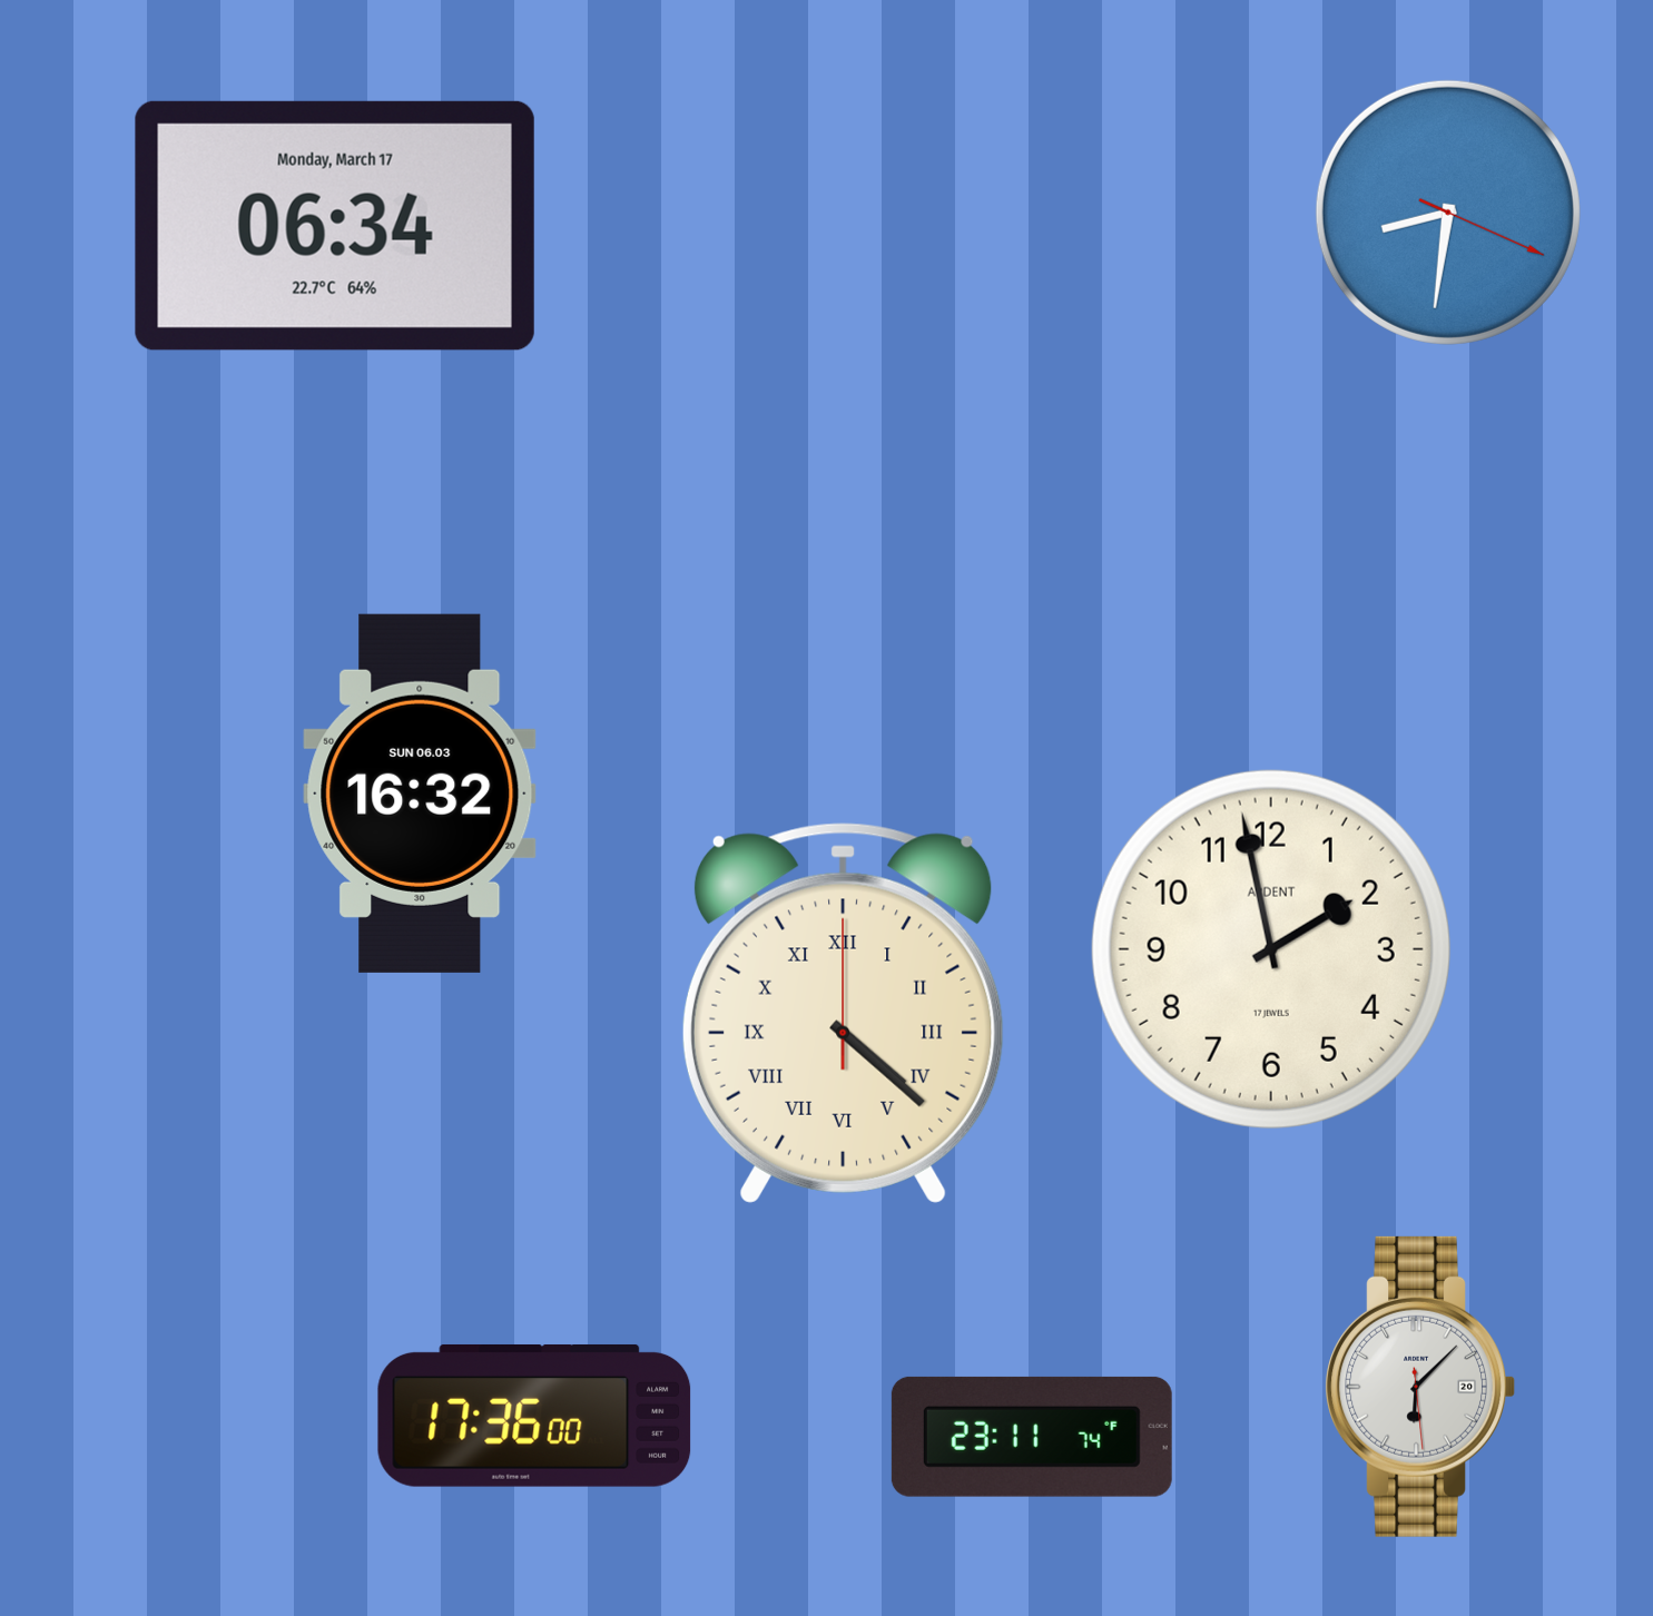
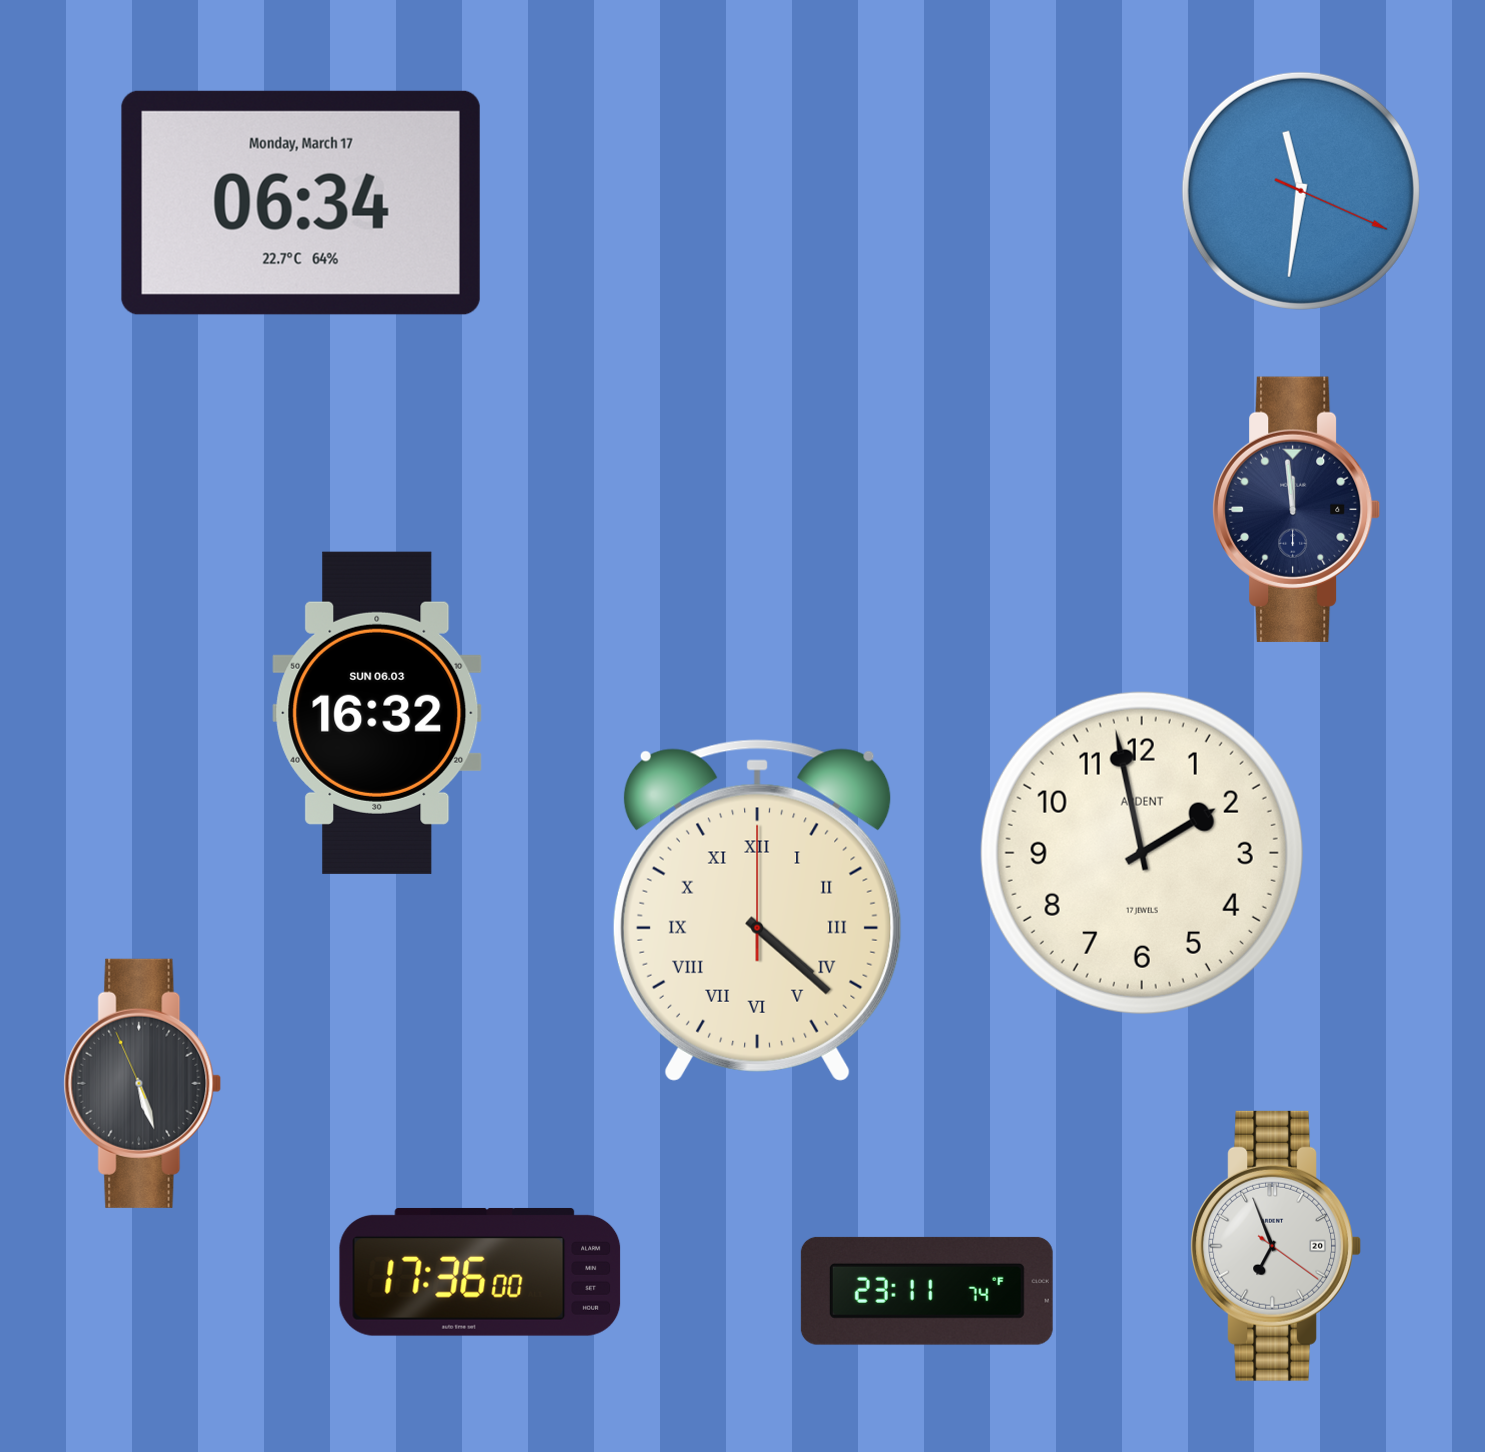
clock at (1448, 213): 8:31 -> 11:31
clock at (1297, 509): none -> 11:59
clock at (143, 1083): none -> 5:26
clock at (1419, 1387): 6:07 -> 6:56
